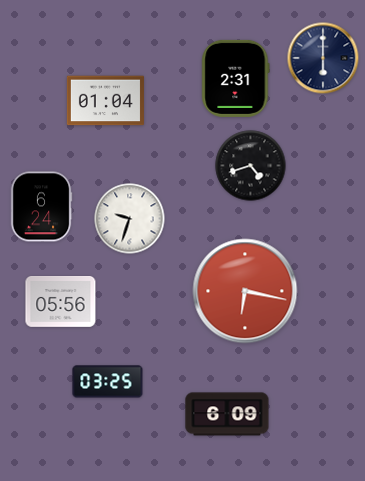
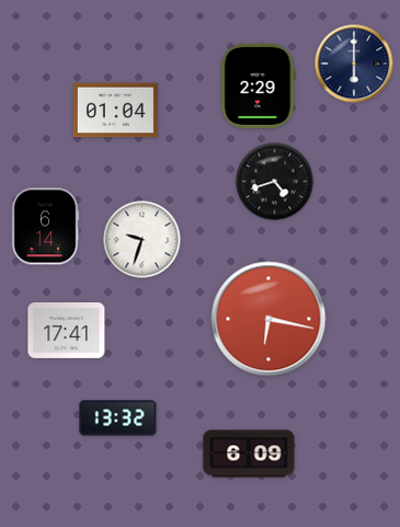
clock at (236, 78): 2:31 -> 2:29
clock at (41, 207): 6:24 -> 6:14
clock at (61, 302): 05:56 -> 17:41
clock at (108, 382): 03:25 -> 13:32
